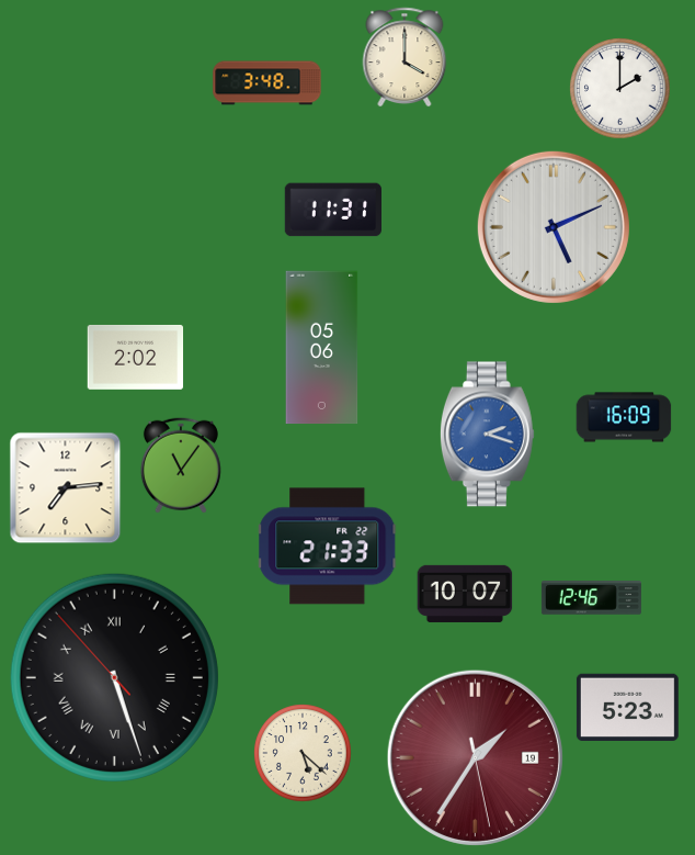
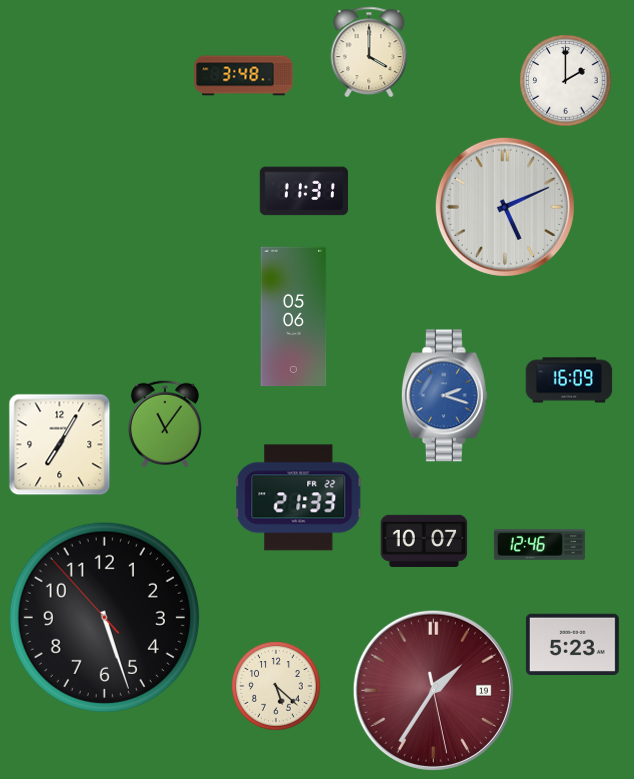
clock at (136, 357): 2:02 -> none
clock at (66, 488): 7:14 -> 7:05
clock at (114, 677) numerals: Roman -> Arabic
